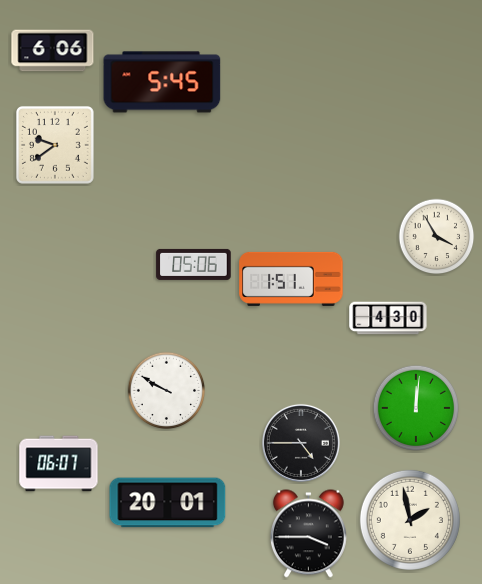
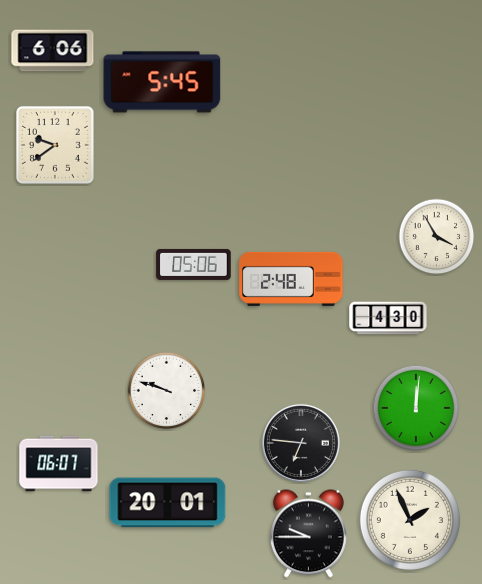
clock at (291, 279): 1:51 -> 2:48
clock at (167, 391): 9:50 -> 9:48
clock at (301, 443): 4:45 -> 6:46
clock at (410, 520): 1:58 -> 1:56
clock at (308, 534): 3:45 -> 9:45
